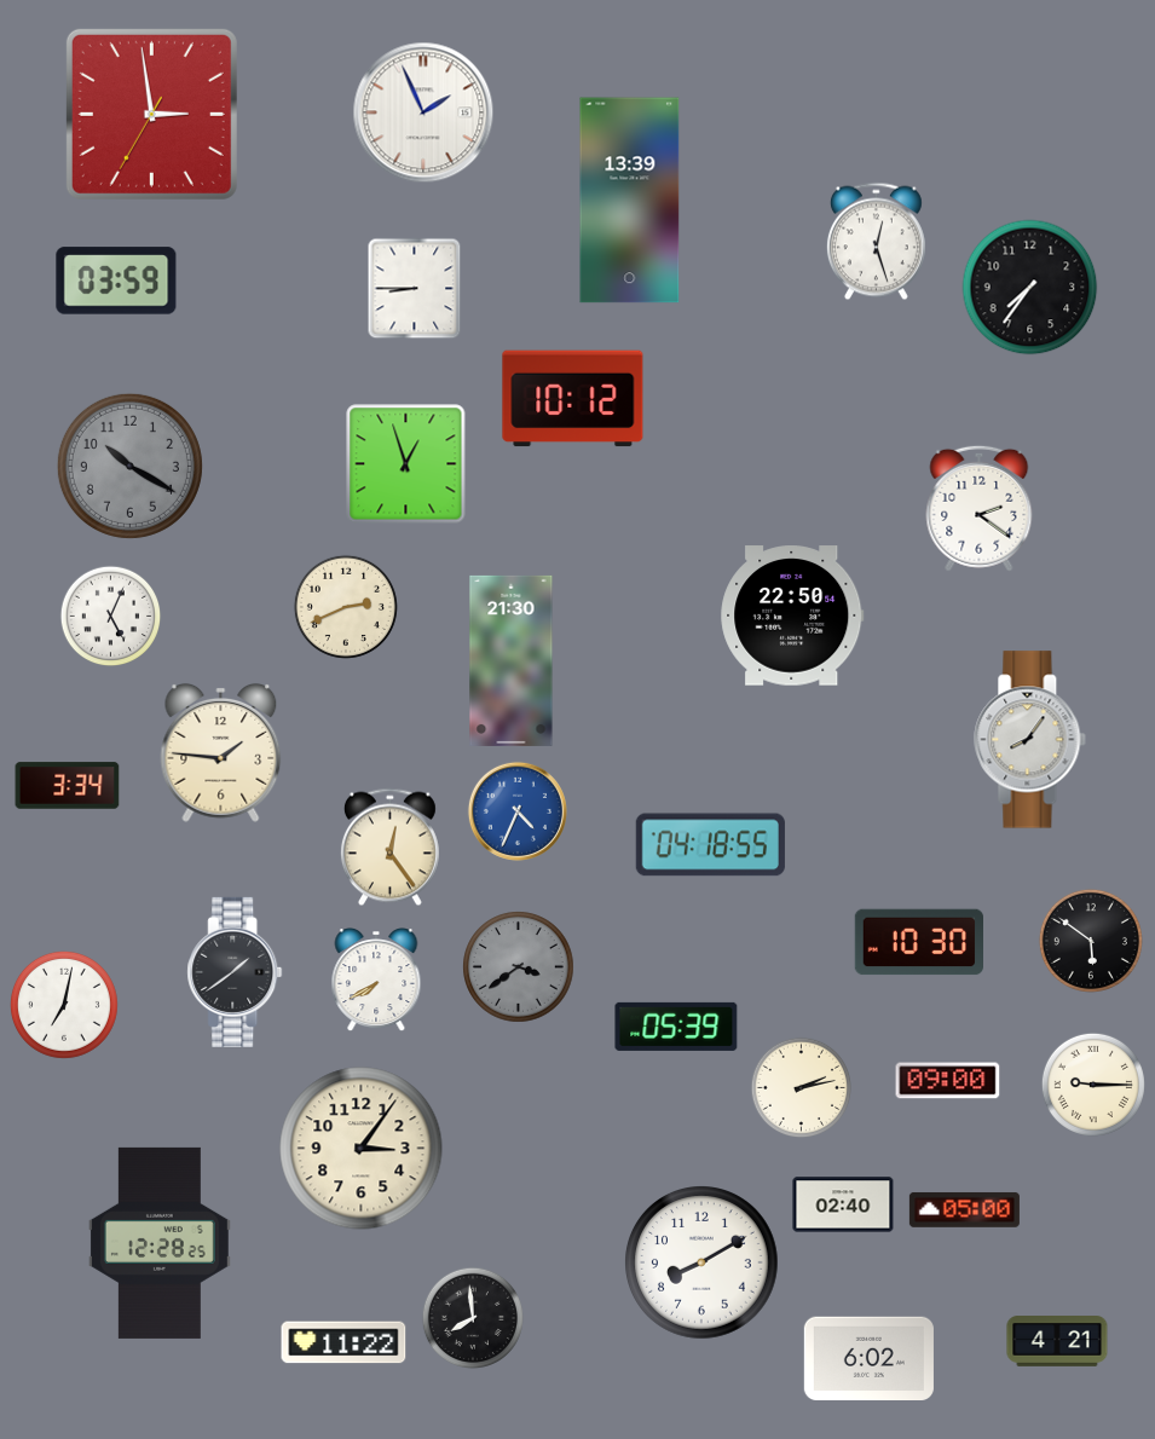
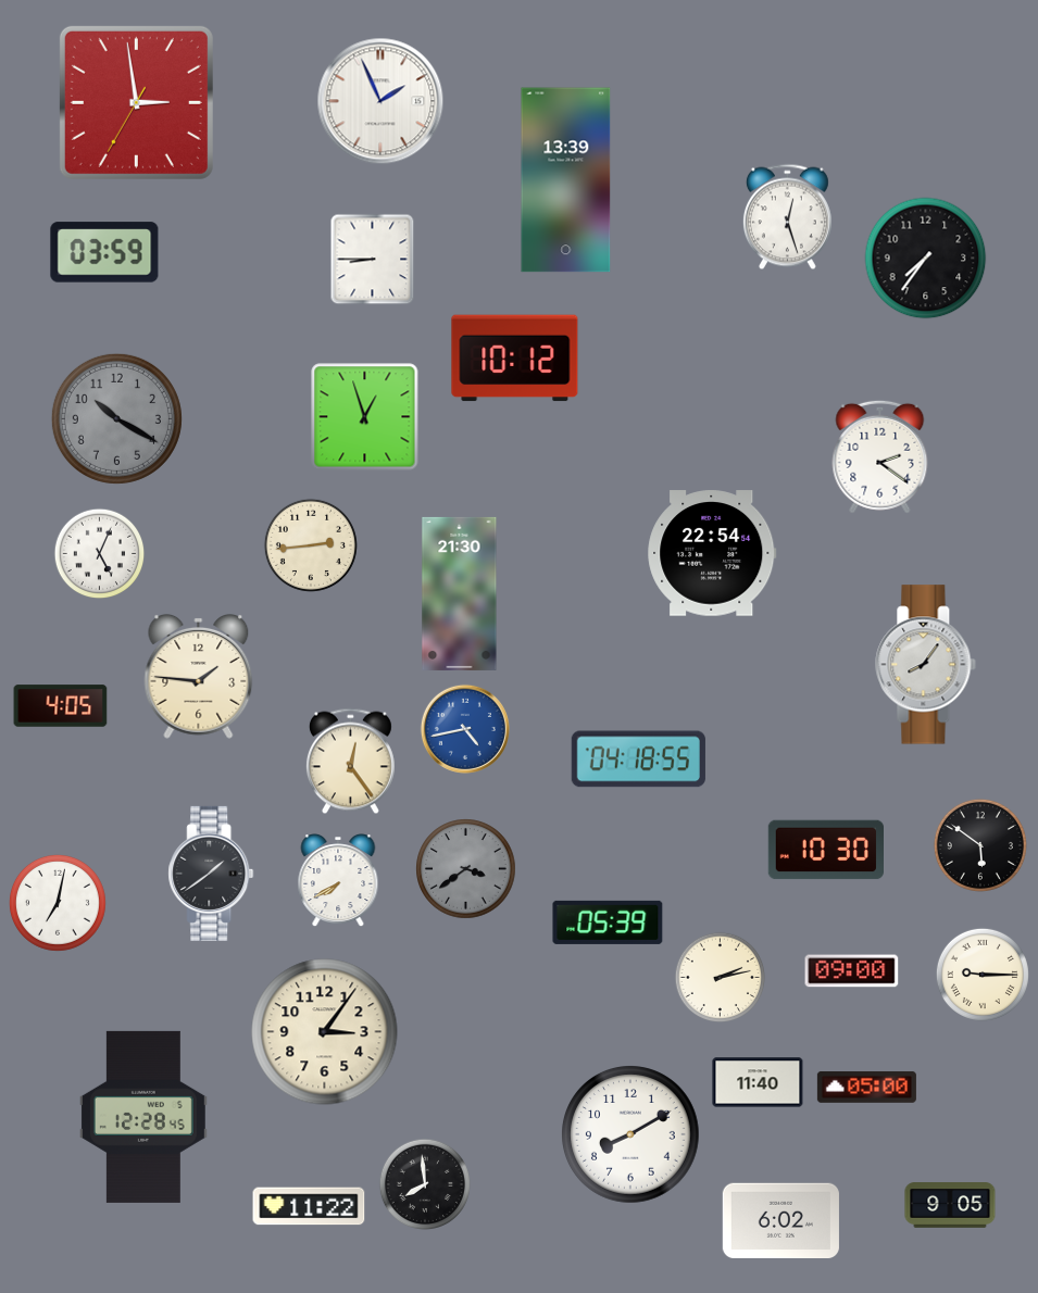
clock at (346, 607): 2:41 -> 2:44
clock at (792, 616): 22:50 -> 22:54
clock at (68, 786): 3:34 -> 4:05
clock at (518, 811): 4:34 -> 4:43
clock at (918, 942) position: (918, 942) -> (825, 850)
clock at (843, 1204): 02:40 -> 11:40
clock at (160, 1243): 12:28:25 -> 12:28:45
clock at (1057, 1341): 4:21 -> 9:05
